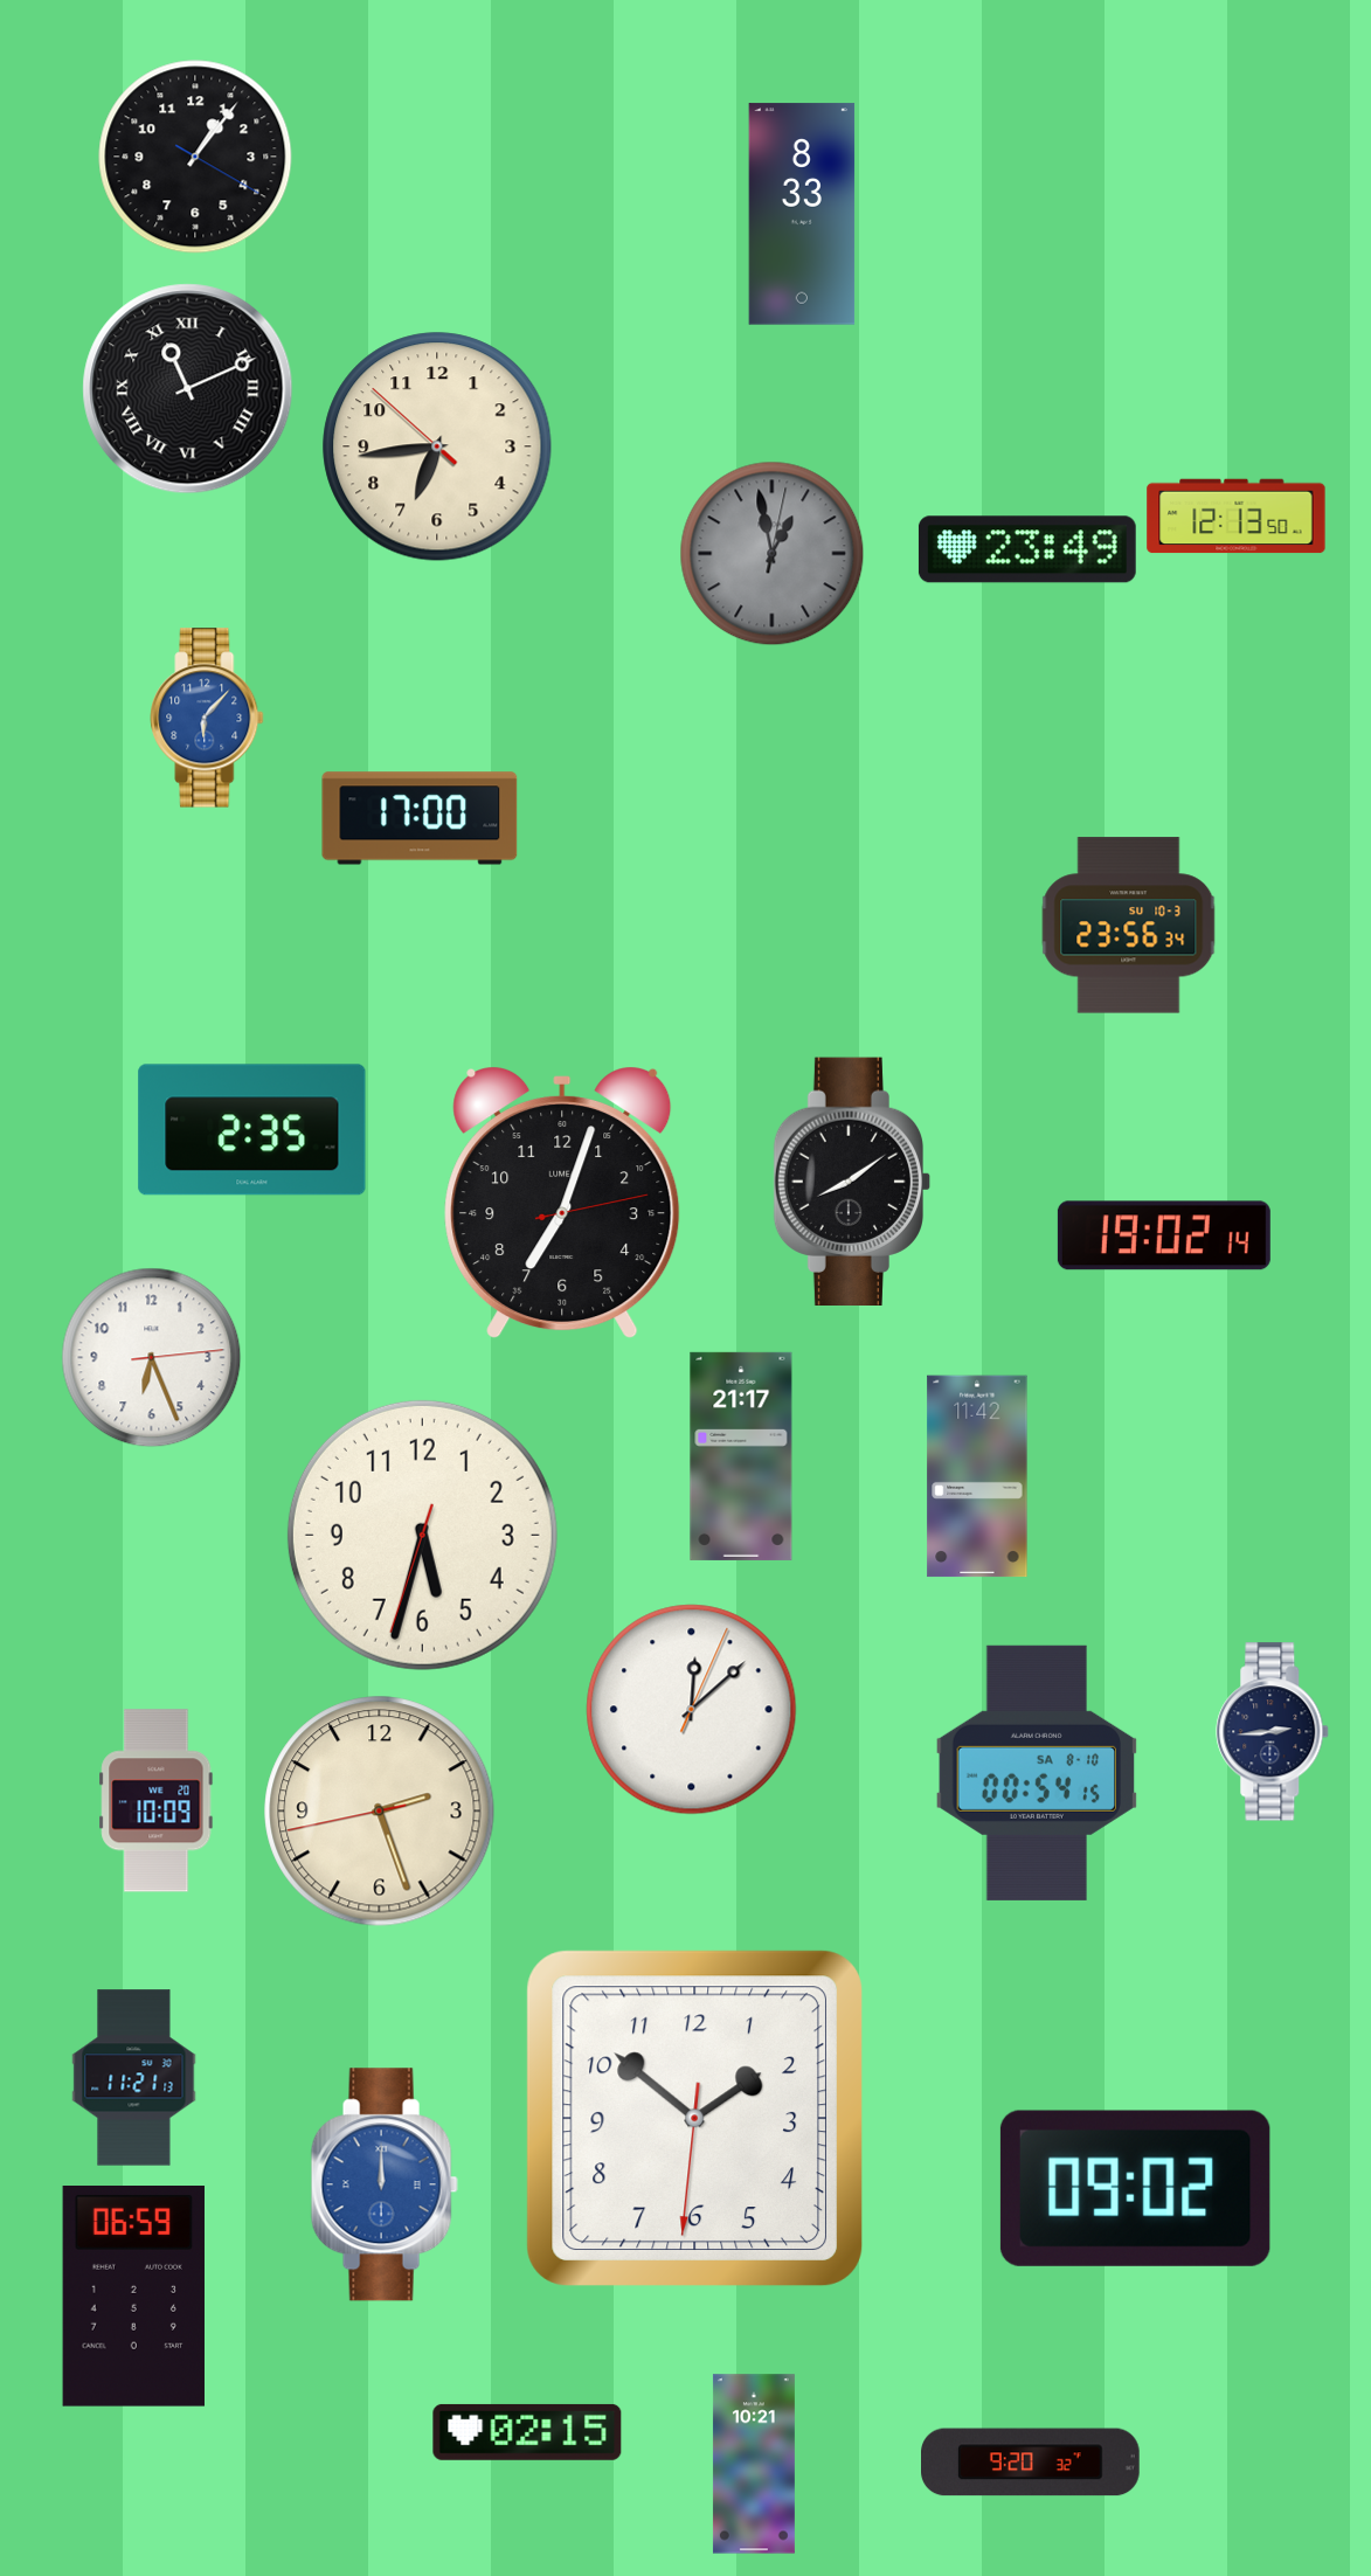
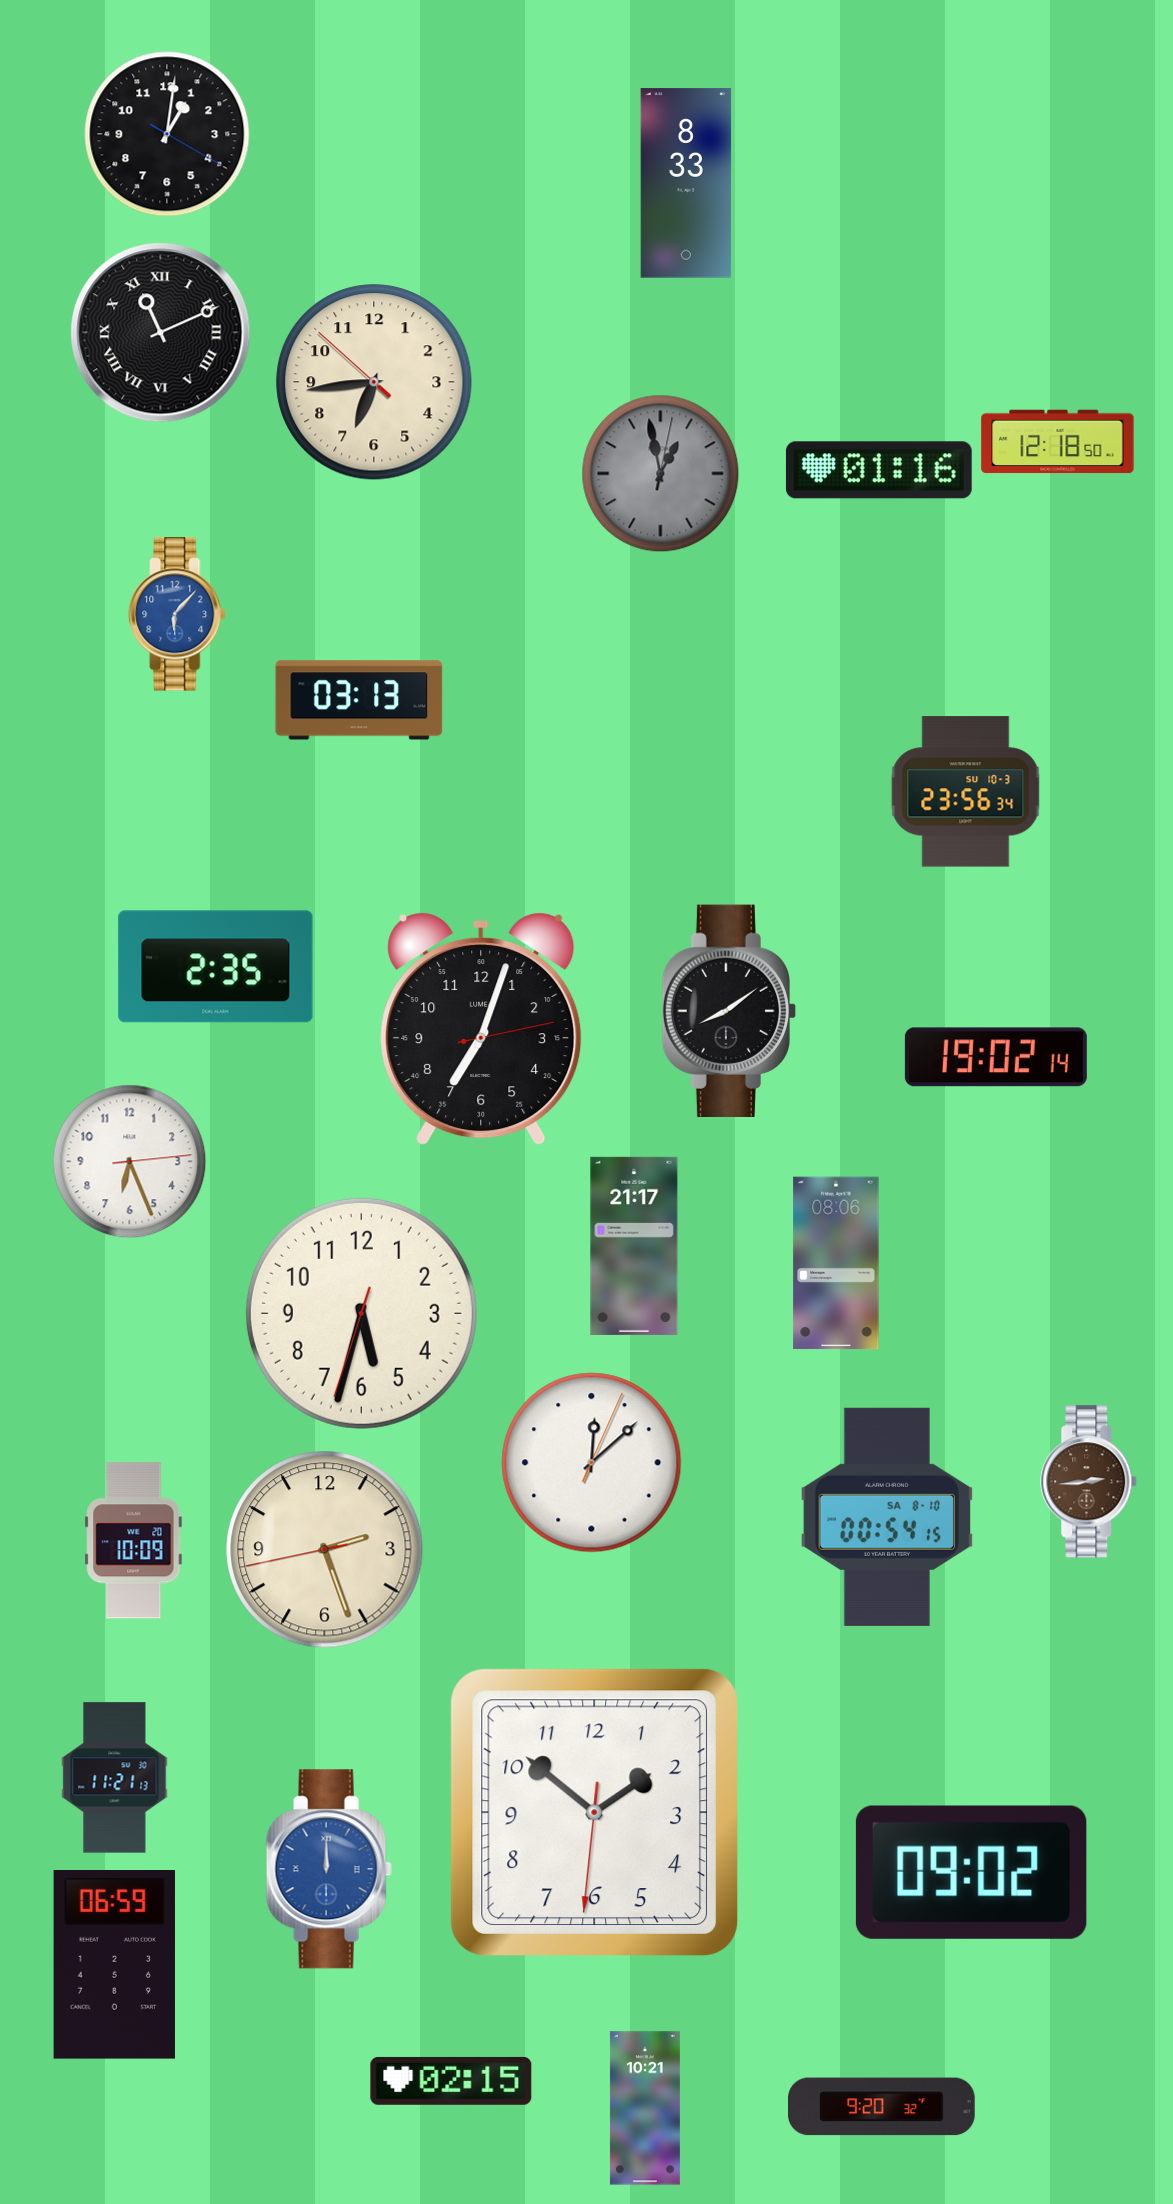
clock at (195, 157): 1:06 -> 1:01
clock at (1237, 517): 12:13 -> 12:18
clock at (1027, 549): 23:49 -> 01:16
clock at (420, 818): 17:00 -> 03:13
clock at (977, 1476): 11:42 -> 08:06
clock at (1273, 1732) dial: navy -> brown
